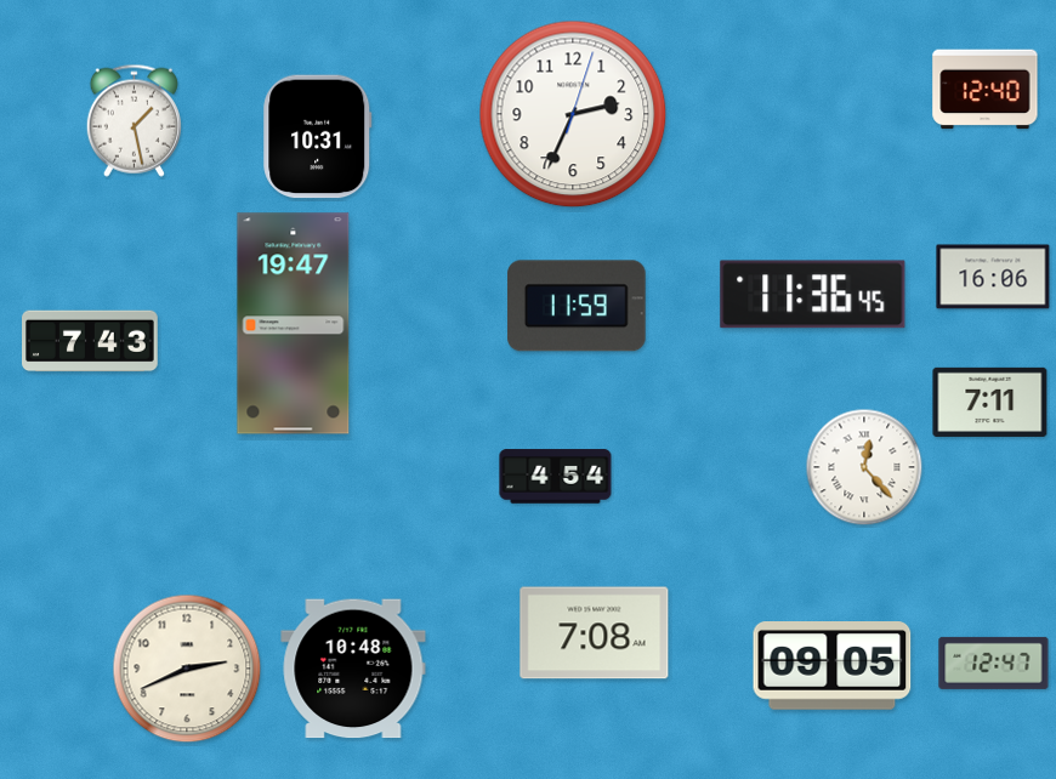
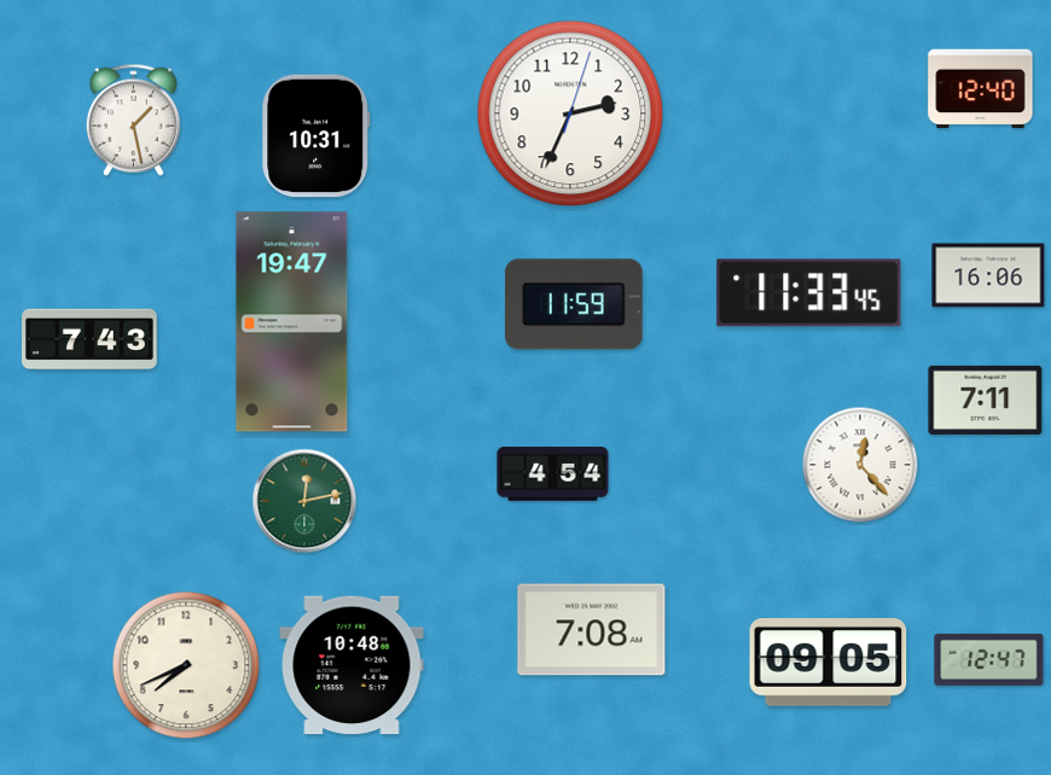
clock at (813, 295): 11:36 -> 11:33
clock at (304, 501): none -> 12:13
clock at (187, 669): 2:41 -> 7:41
